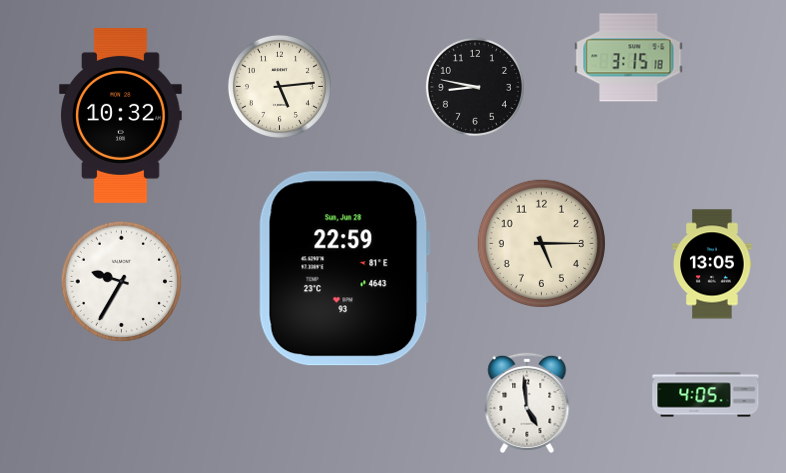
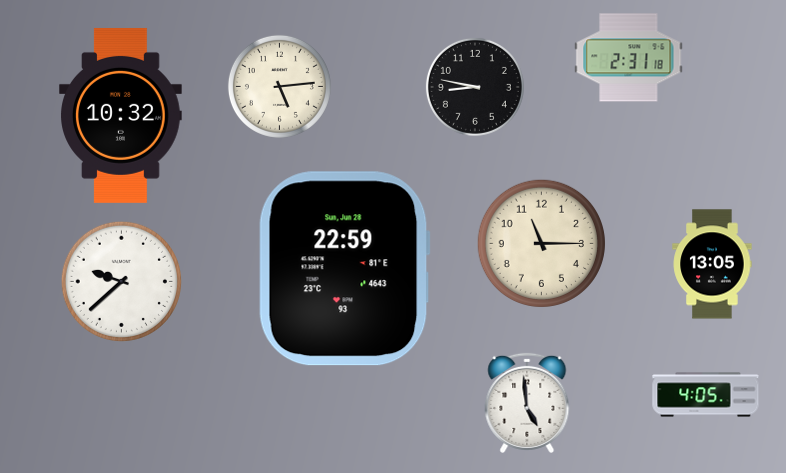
clock at (629, 58): 3:15 -> 2:31
clock at (541, 243): 5:15 -> 11:15
clock at (121, 281): 9:35 -> 9:38
